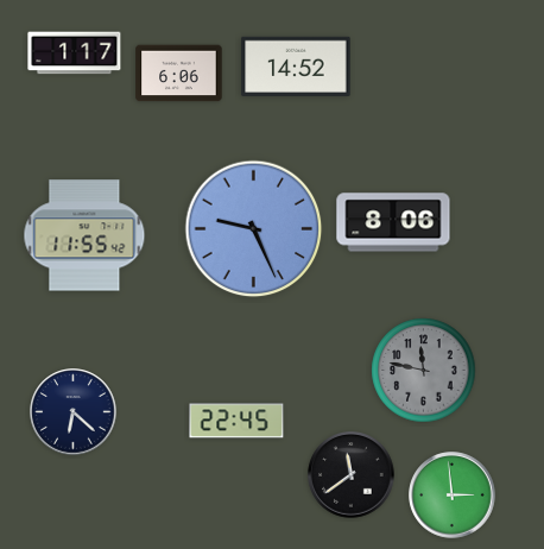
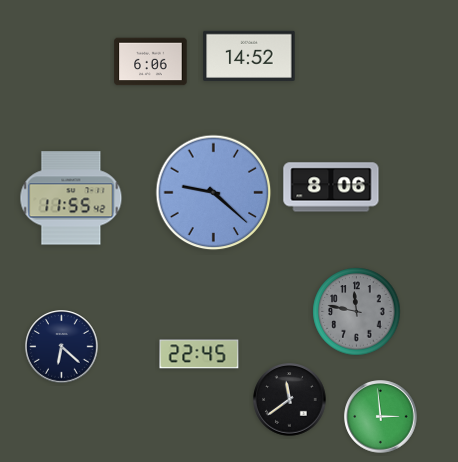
clock at (75, 53): 1:17 -> none
clock at (254, 229): 9:26 -> 9:22
clock at (352, 475) position: (352, 475) -> (290, 400)
